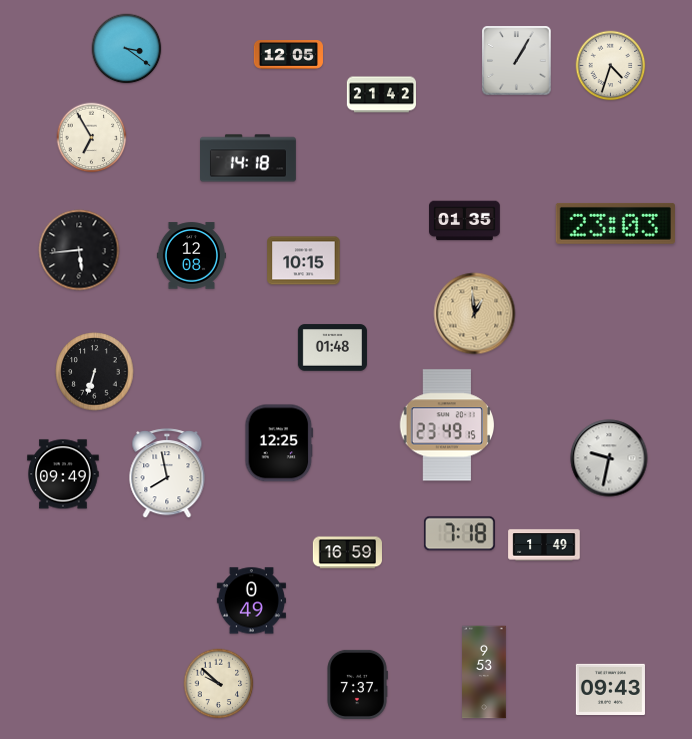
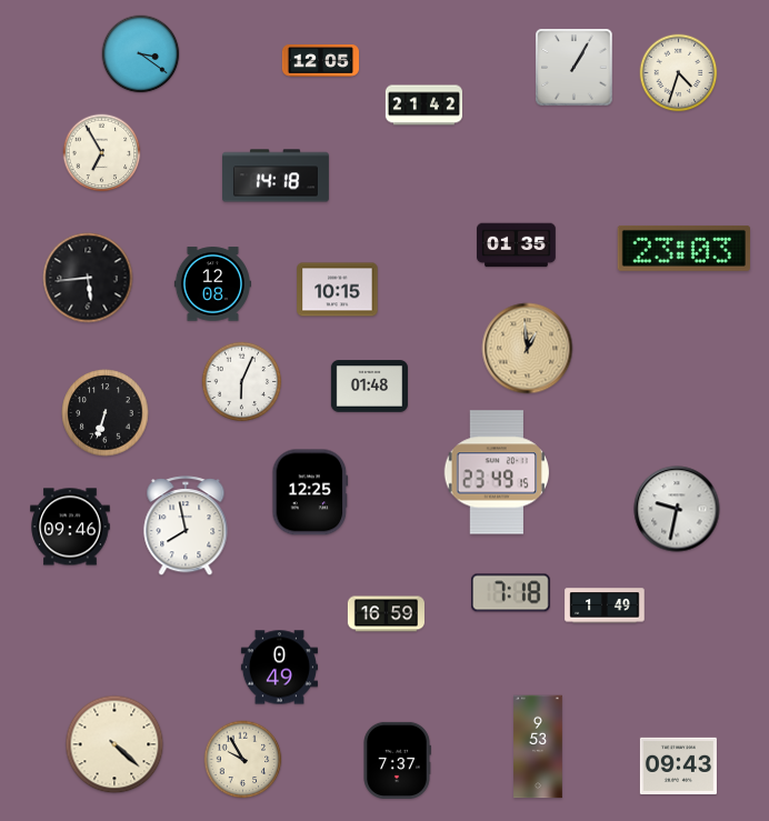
clock at (242, 382): none -> 6:04
clock at (63, 474): 09:49 -> 09:46
clock at (114, 744): none -> 4:22
clock at (219, 684): 9:52 -> 9:55
